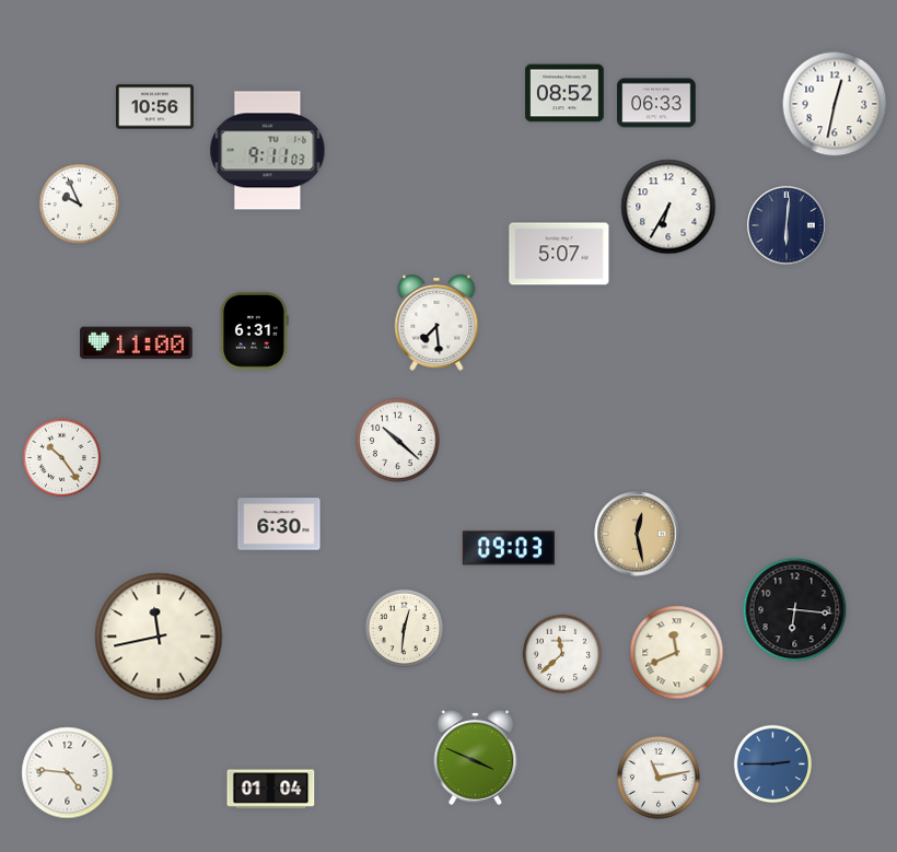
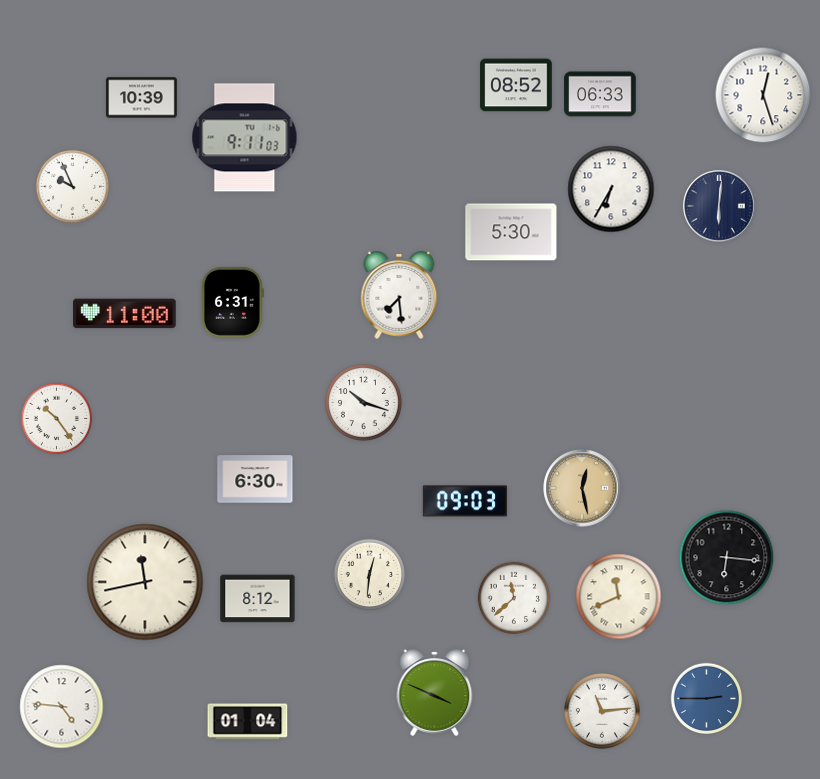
clock at (835, 104): 12:32 -> 12:27
clock at (155, 107): 10:56 -> 10:39
clock at (559, 254): 5:07 -> 5:30
clock at (397, 440): 10:22 -> 10:18
clock at (258, 599): none -> 8:12
clock at (659, 778): 11:13 -> 11:14
